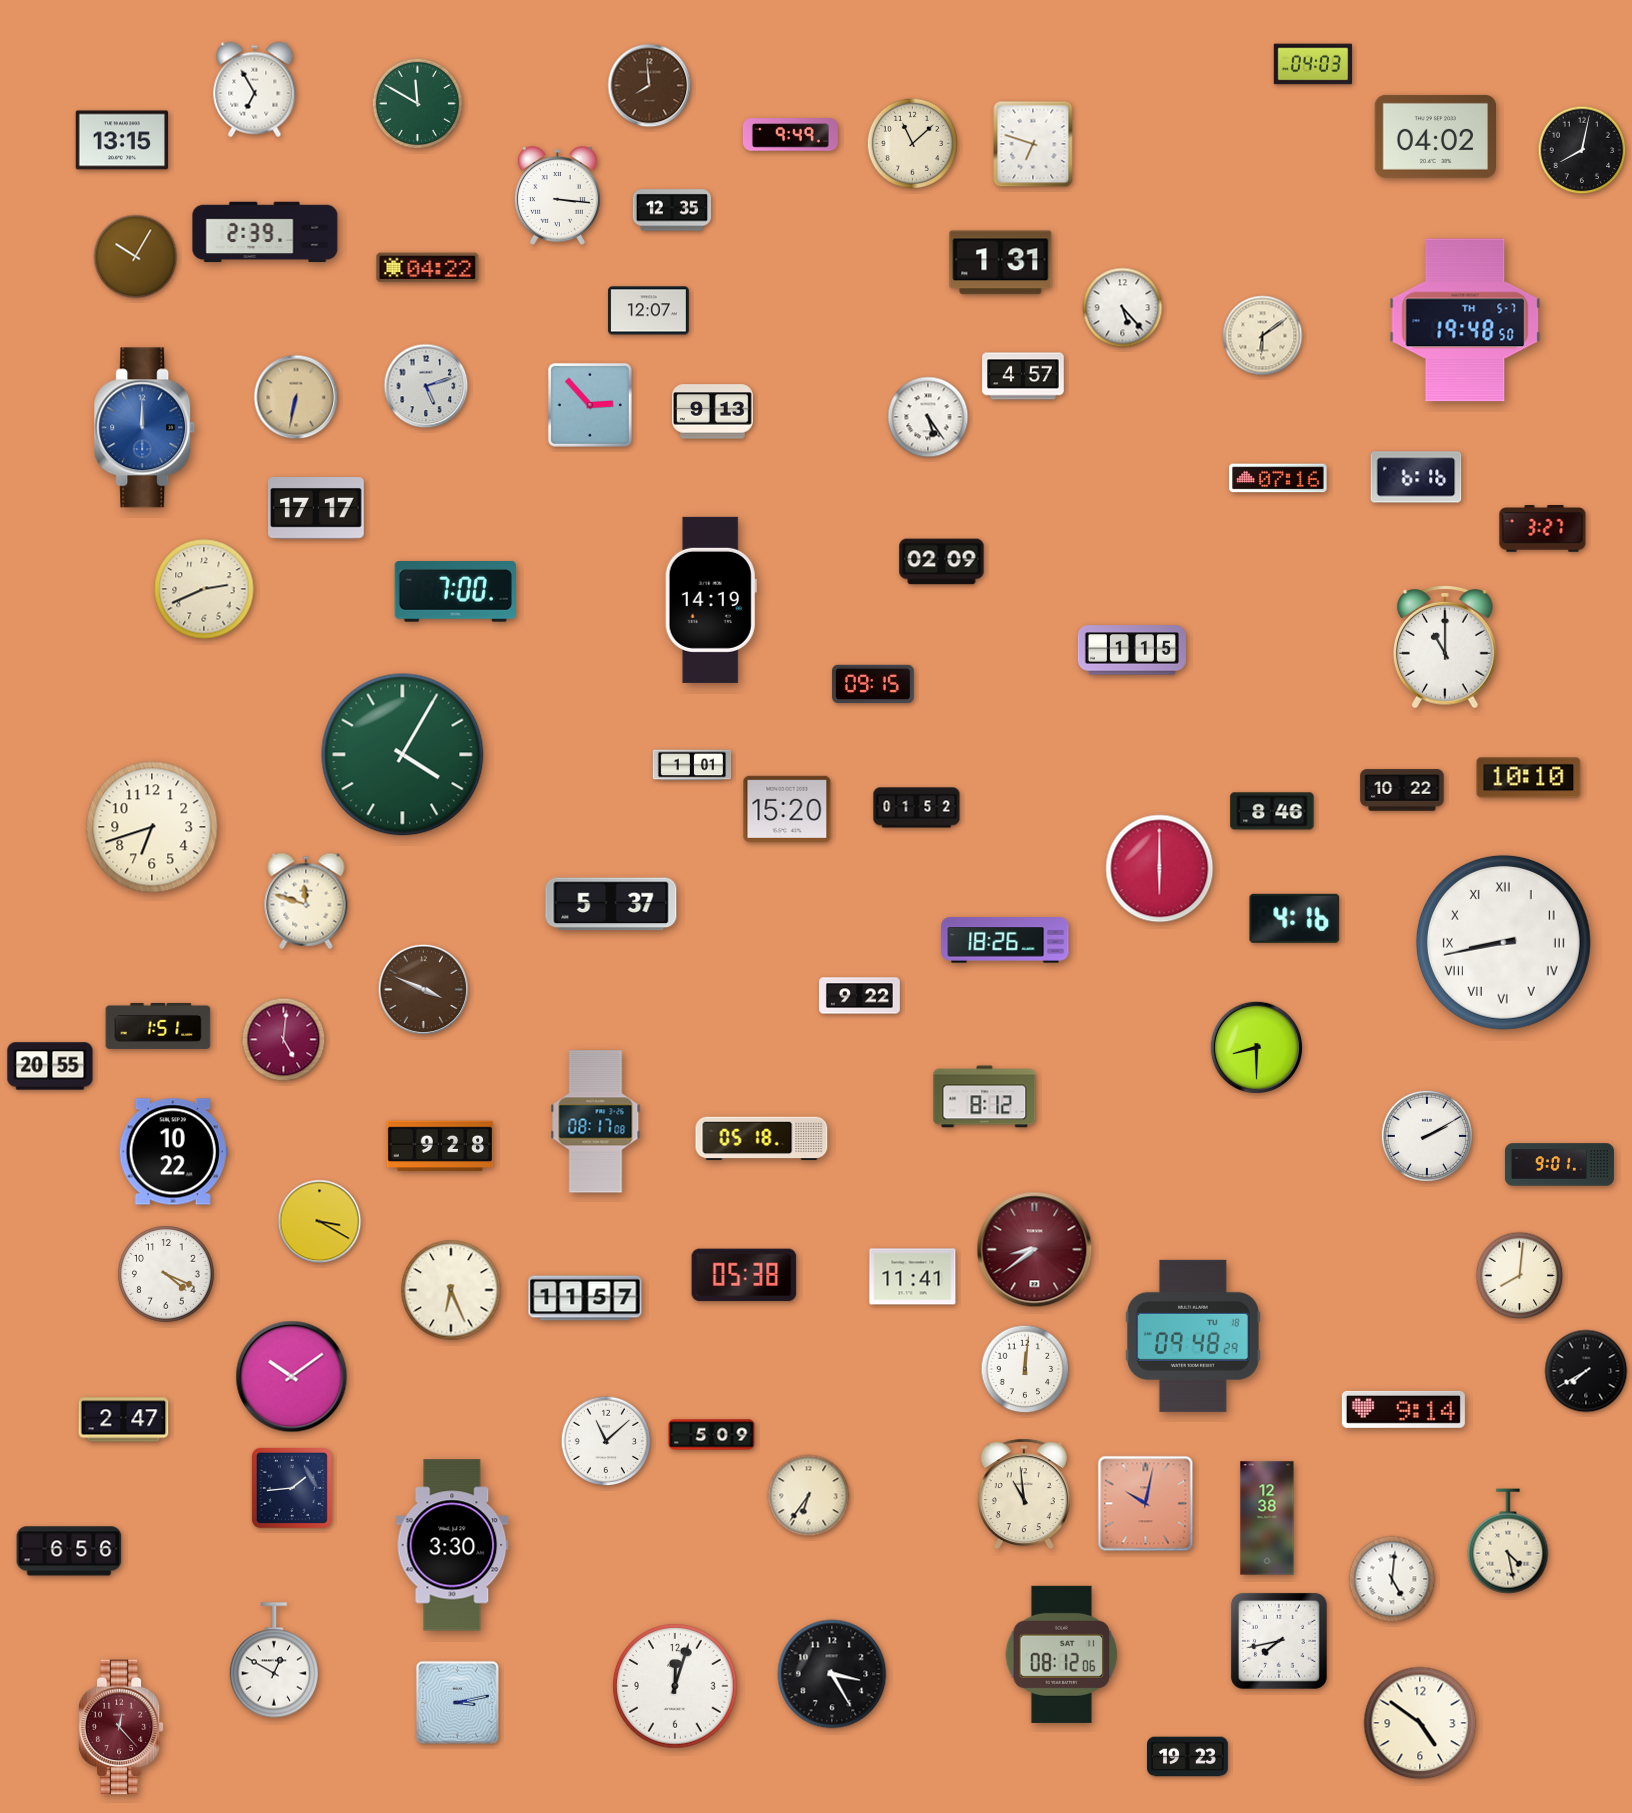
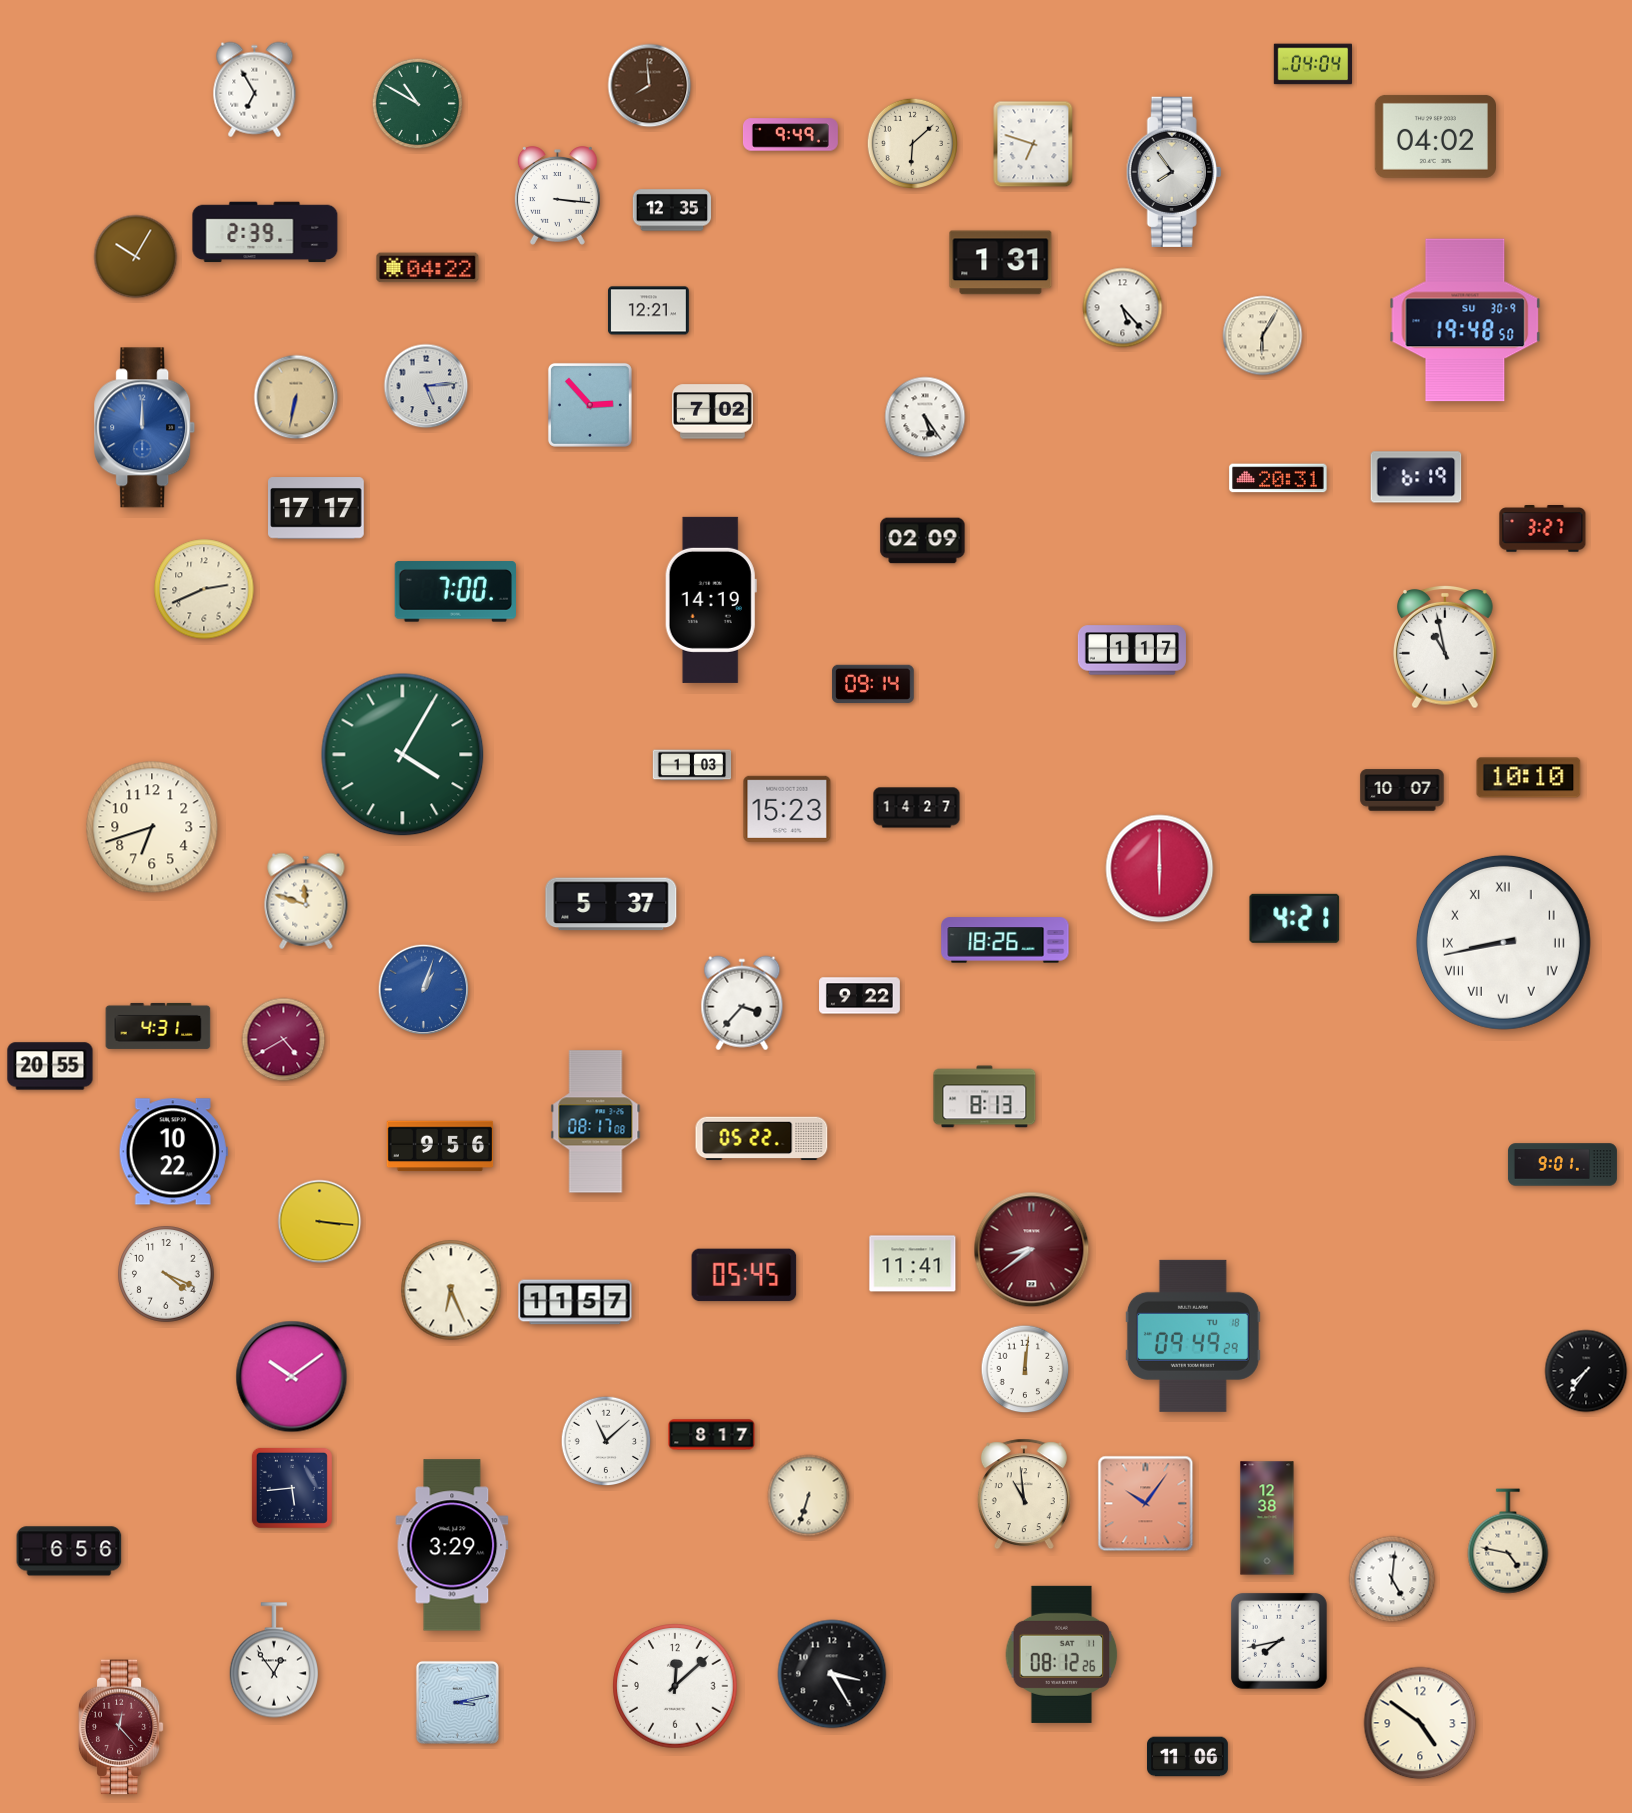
clock at (1312, 64): 04:03 -> 04:04
clock at (417, 103): 11:50 -> 10:50
clock at (122, 140): 13:15 -> none
clock at (912, 143): 11:08 -> 6:08
clock at (1582, 150): 8:02 -> none
clock at (1174, 172): none -> 7:54
clock at (649, 311): 12:07 -> 12:21
clock at (1465, 320) date: TH 5-7 -> SU 30-9
clock at (1263, 336): 6:09 -> 6:05
clock at (1023, 376): 4:57 -> none
clock at (426, 386): 5:12 -> 5:14
clock at (712, 412): 9:13 -> 7:02
clock at (928, 417) position: (928, 417) -> (925, 417)
clock at (1416, 477): 6:16 -> 6:19
clock at (1278, 478): 07:16 -> 20:31
clock at (942, 562) position: (942, 562) -> (923, 541)
clock at (1446, 647): 11:00 -> 10:58
clock at (1132, 650): 1:15 -> 1:17
clock at (873, 683): 09:15 -> 09:14
clock at (692, 765): 1:01 -> 1:03
clock at (1402, 790): 10:22 -> 10:07
clock at (917, 808): 01:52 -> 14:27
clock at (787, 809): 15:20 -> 15:23
clock at (1272, 811): 8:46 -> none
clock at (1295, 918): 4:16 -> 4:21
clock at (423, 989): 3:49 -> 1:03
clock at (423, 989) dial: brown -> blue
clock at (742, 1003): none -> 3:37
clock at (158, 1026): 1:51 -> 4:31
clock at (284, 1040): 5:01 -> 4:40
clock at (1256, 1047): 8:30 -> none
clock at (985, 1097): 8:12 -> 8:13
clock at (1427, 1136): 2:10 -> none
clock at (762, 1139): 05:18 -> 05:22
clock at (440, 1146): 9:28 -> 9:56
clock at (1559, 1165) position: (1559, 1165) -> (1562, 1165)
clock at (320, 1222): 3:20 -> 3:16
clock at (1035, 1250) position: (1035, 1250) -> (1032, 1250)
clock at (744, 1275): 05:38 -> 05:45
clock at (1520, 1276): 8:01 -> none
clock at (913, 1277) position: (913, 1277) -> (913, 1264)
clock at (585, 1298) position: (585, 1298) -> (575, 1302)
clock at (1193, 1336): 09:48 -> 09:49
clock at (1586, 1371): 7:40 -> 7:36
clock at (1403, 1409): 9:14 -> none
clock at (124, 1420): 2:47 -> none
clock at (712, 1435): 5:09 -> 8:17
clock at (292, 1488): 1:44 -> 5:44
clock at (809, 1496): 6:36 -> 6:33
clock at (1146, 1504): 10:02 -> 10:06
clock at (1508, 1541): 4:28 -> 4:47
clock at (452, 1545): 3:30 -> 3:29
clock at (1062, 1654): 08:12:06 -> 08:12:26
clock at (274, 1660): 12:50 -> 12:54
clock at (675, 1686): 12:03 -> 12:08
clock at (1188, 1757): 19:23 -> 11:06
